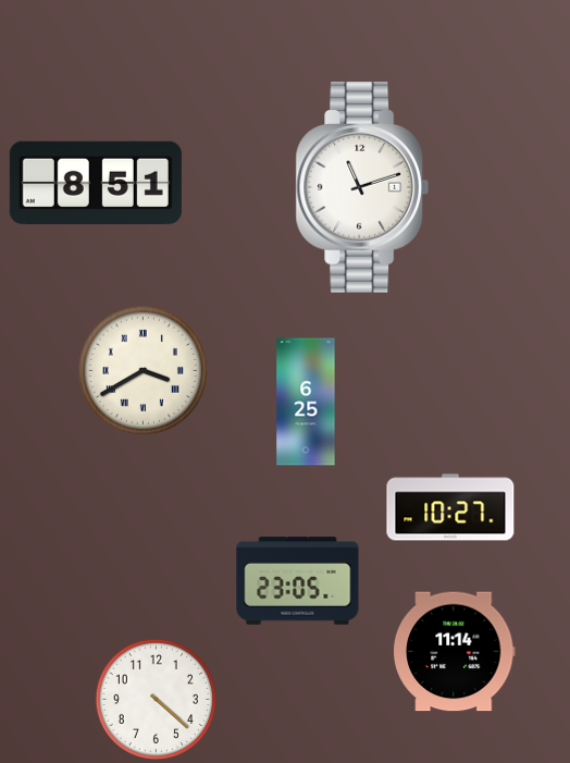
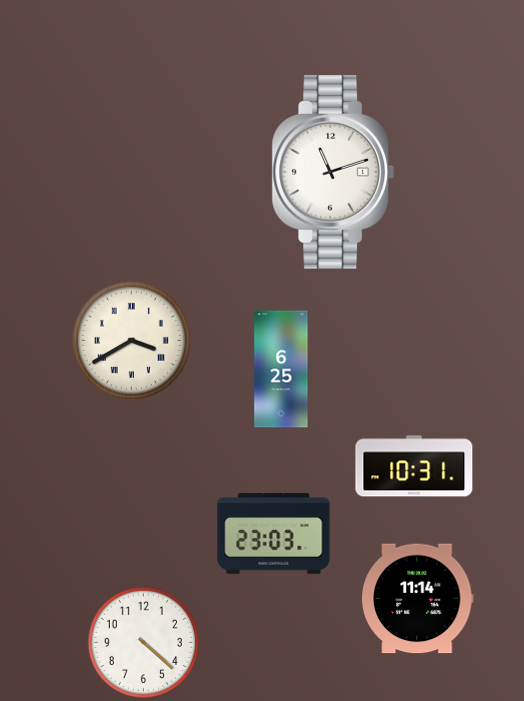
clock at (96, 183): 8:51 -> none
clock at (450, 507): 10:27 -> 10:31
clock at (298, 581): 23:05 -> 23:03
